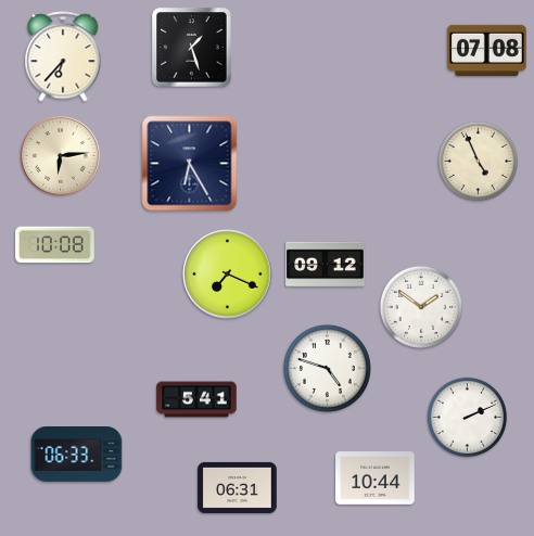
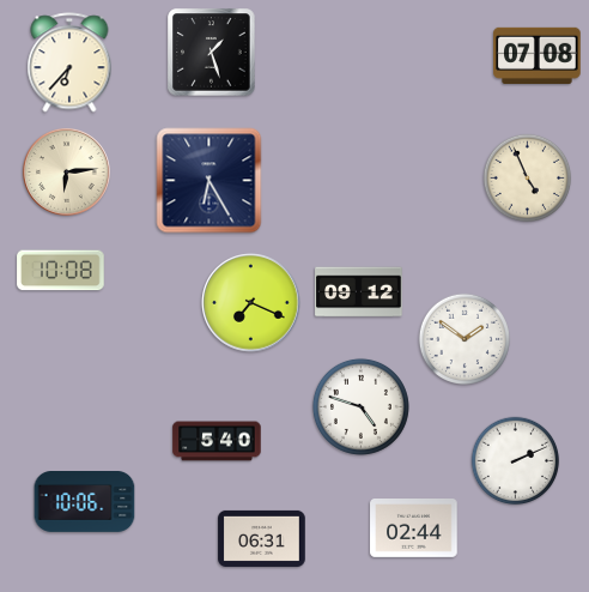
clock at (196, 399): 5:41 -> 5:40
clock at (77, 455): 06:33 -> 10:06
clock at (376, 478): 10:44 -> 02:44
